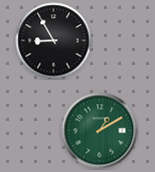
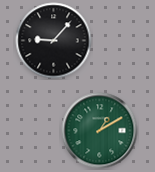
clock at (54, 41): 8:55 -> 9:07
